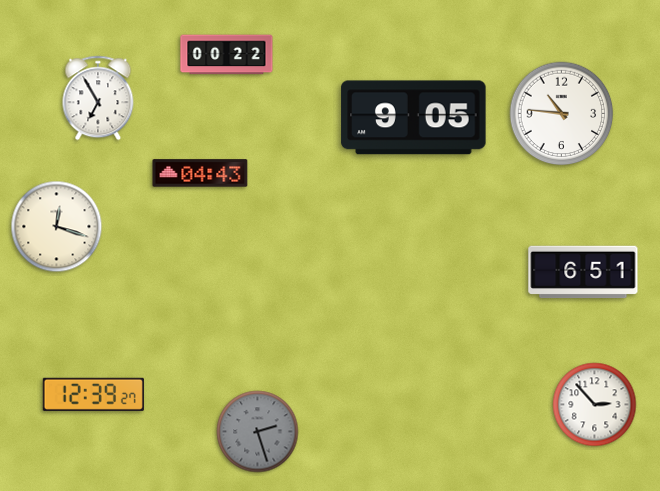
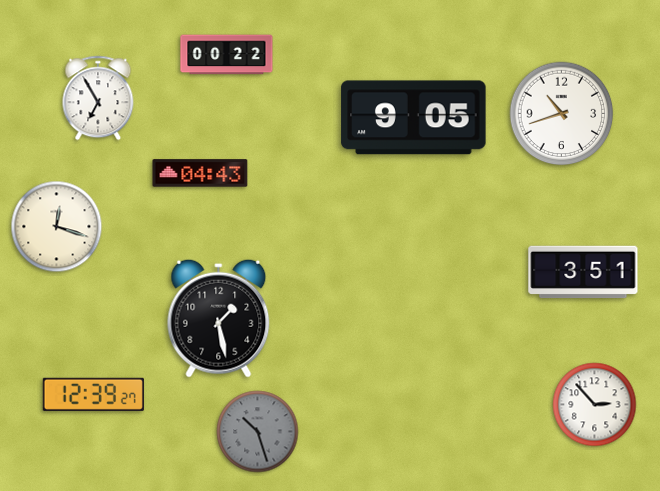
clock at (562, 114): 10:46 -> 10:42
clock at (583, 272): 6:51 -> 3:51
clock at (219, 318): none -> 1:28
clock at (258, 432): 2:27 -> 10:27
